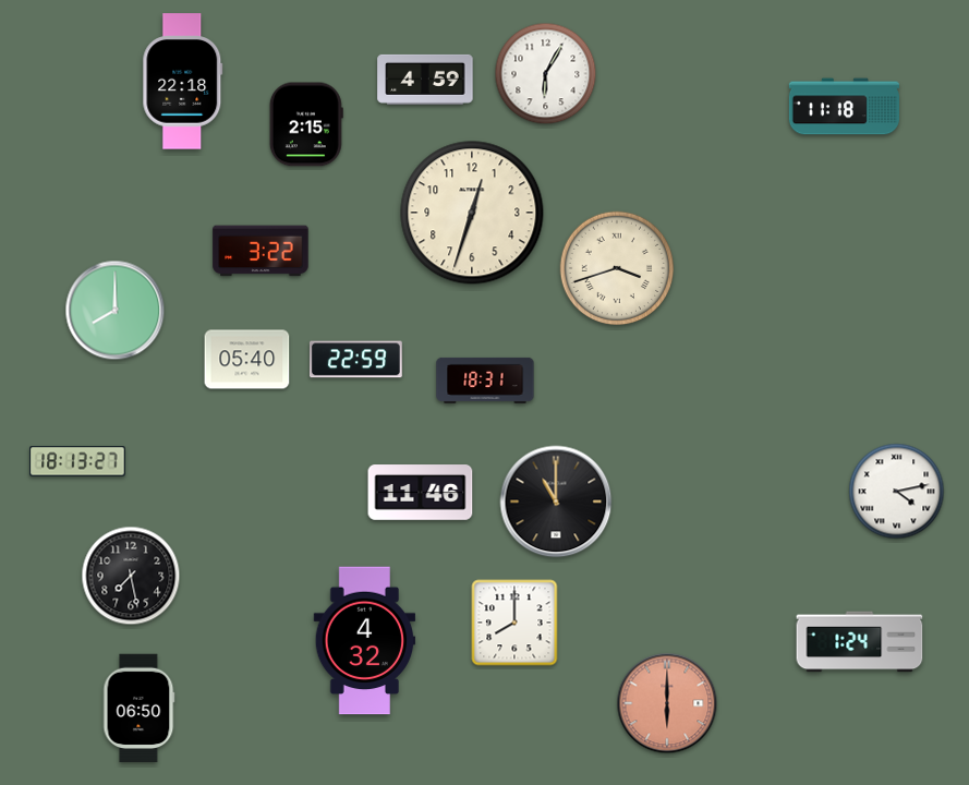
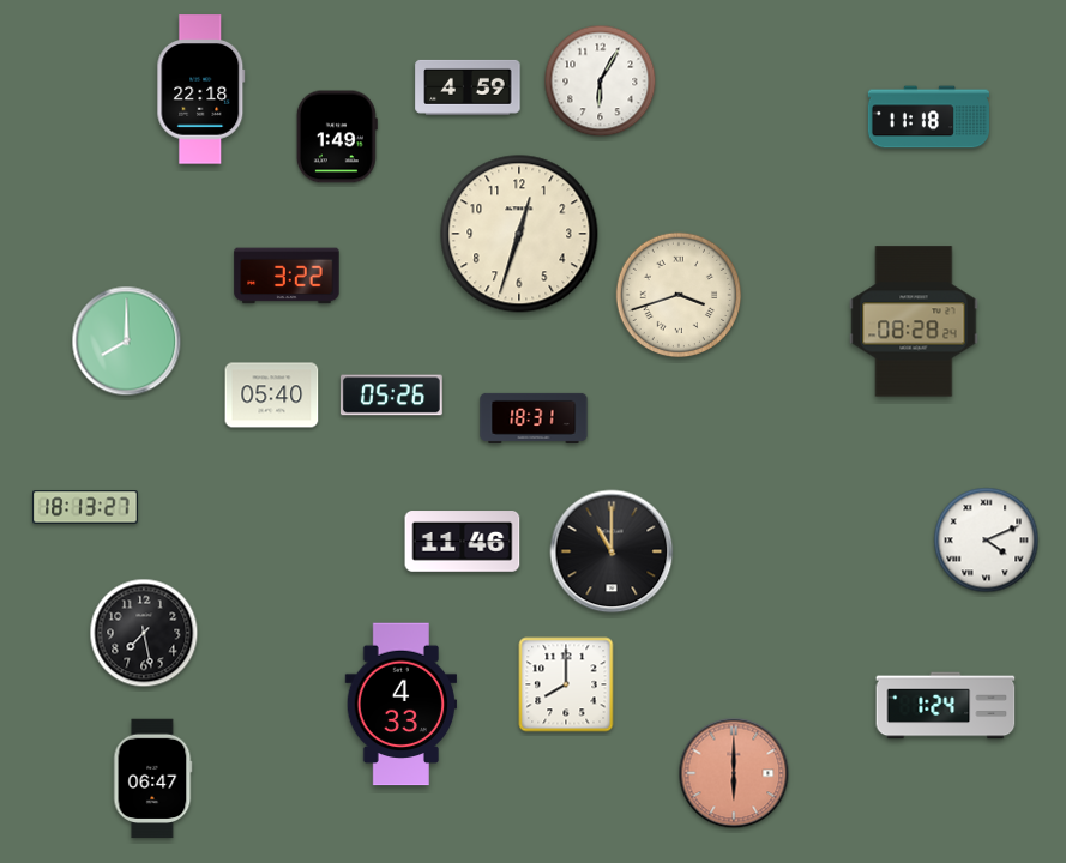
clock at (306, 124): 2:15 -> 1:49
clock at (914, 321): none -> 08:28
clock at (355, 360): 22:59 -> 05:26
clock at (897, 492): 4:13 -> 4:11
clock at (365, 641): 4:32 -> 4:33
clock at (140, 709): 06:50 -> 06:47
